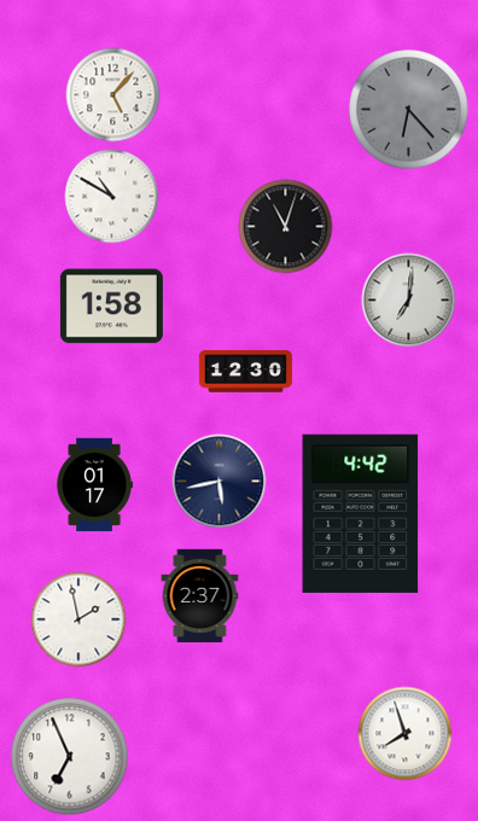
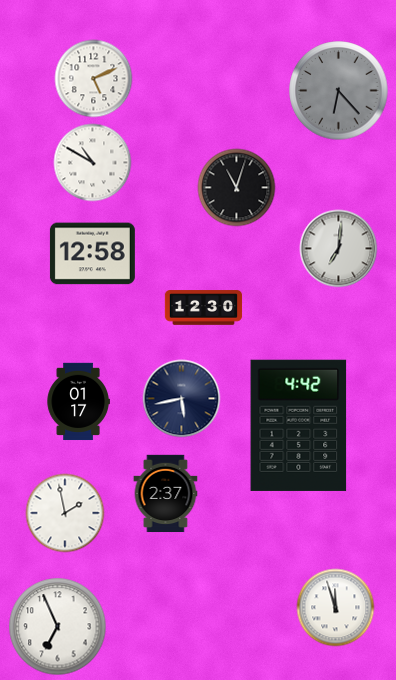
clock at (112, 94): 5:07 -> 5:11
clock at (111, 307): 1:58 -> 12:58
clock at (404, 733): 7:57 -> 11:57
